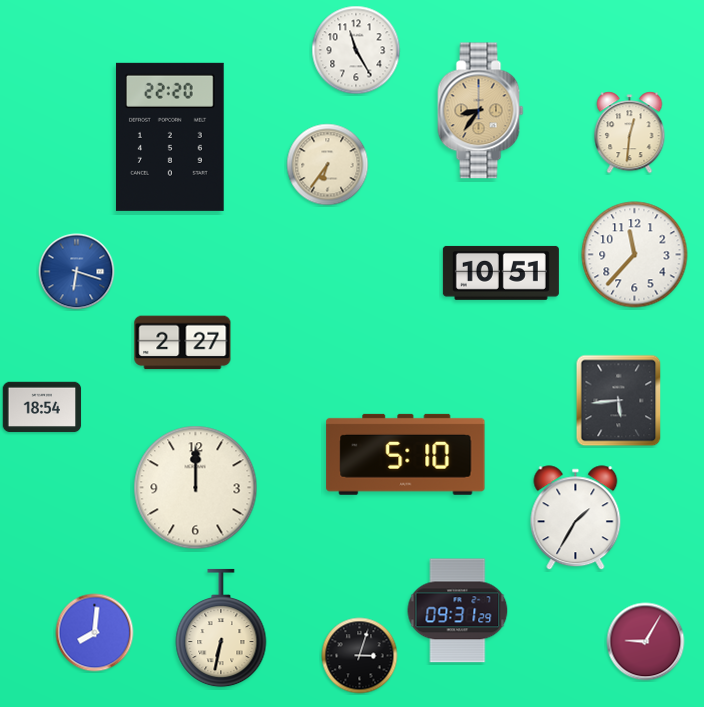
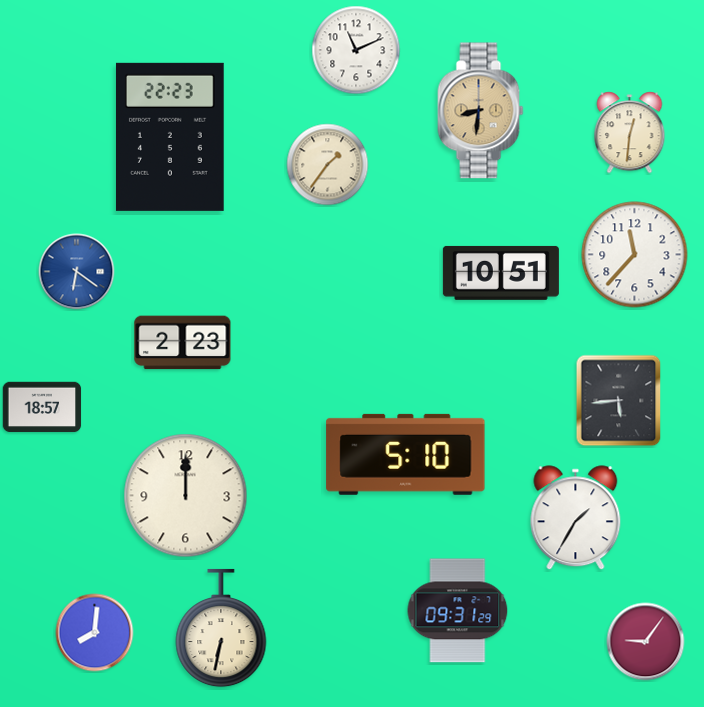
clock at (356, 50): 11:25 -> 11:11
clock at (481, 111): 8:36 -> 8:31
clock at (170, 137): 22:20 -> 22:23
clock at (328, 165): 6:36 -> 1:36
clock at (77, 272): 6:18 -> 6:21
clock at (183, 343): 2:27 -> 2:23
clock at (42, 407): 18:54 -> 18:57
clock at (196, 488) position: (196, 488) -> (186, 496)
clock at (646, 642): 9:05 -> 9:06
clock at (360, 656): 3:03 -> none
